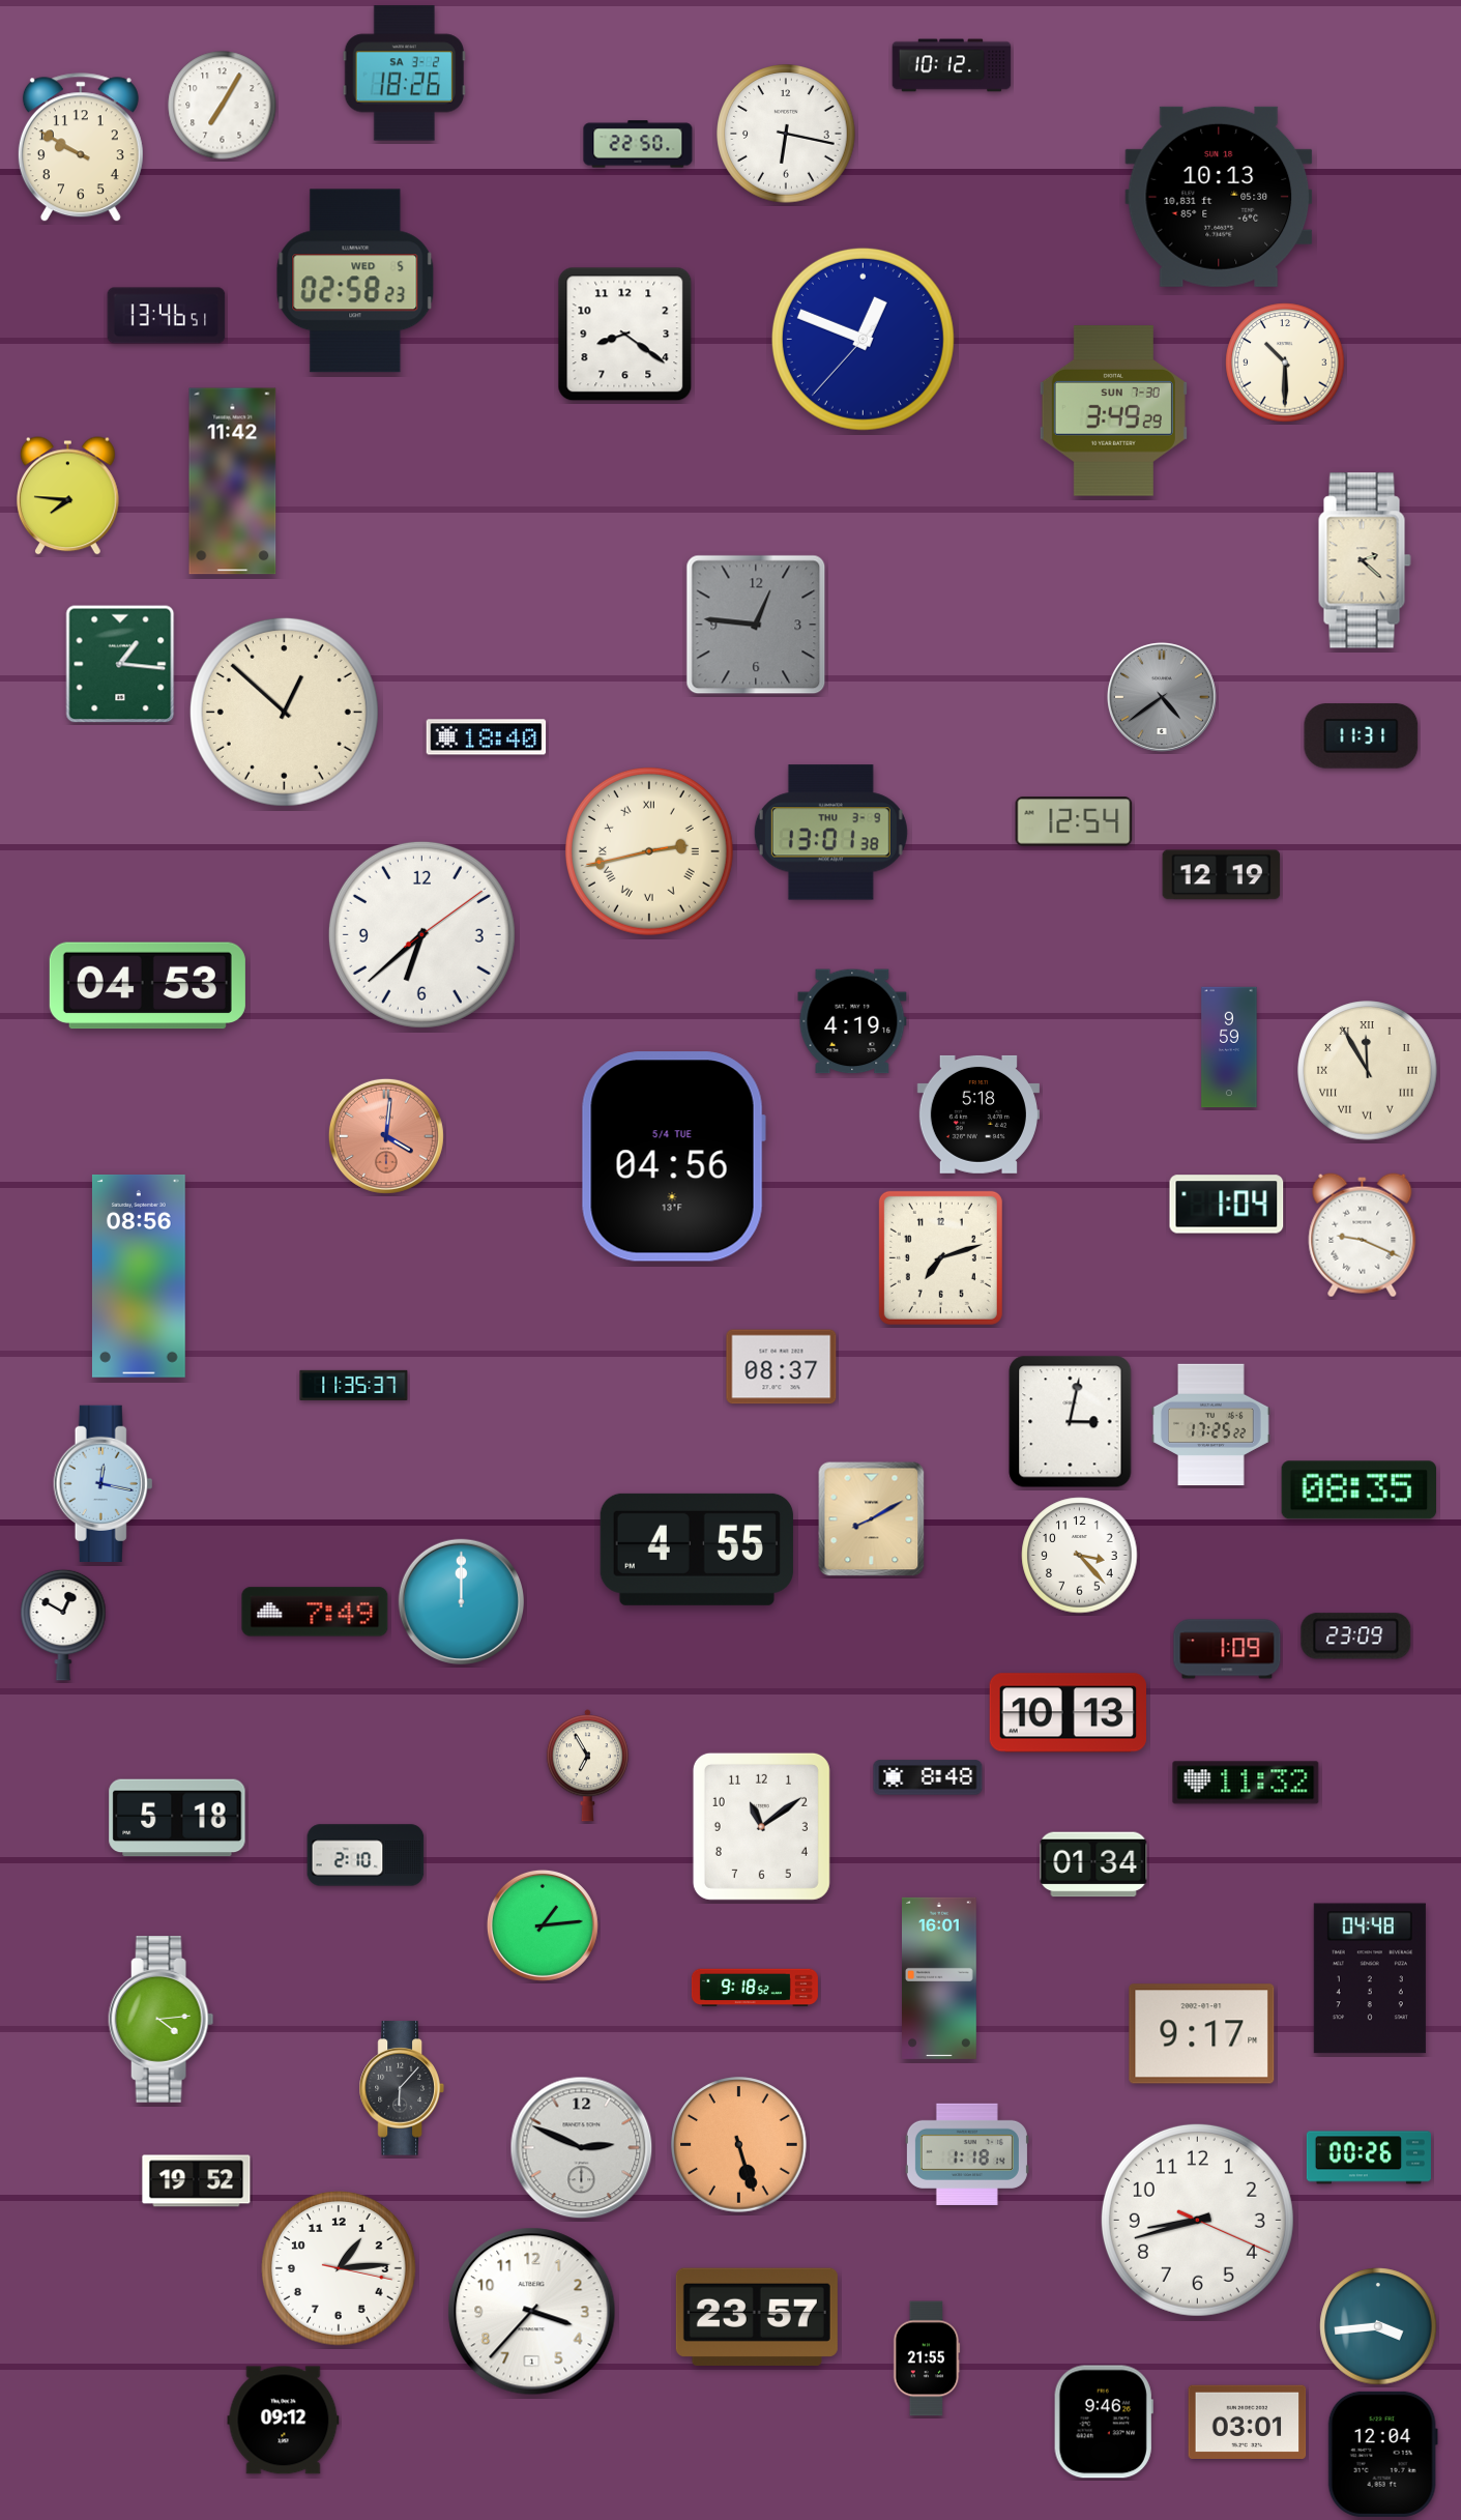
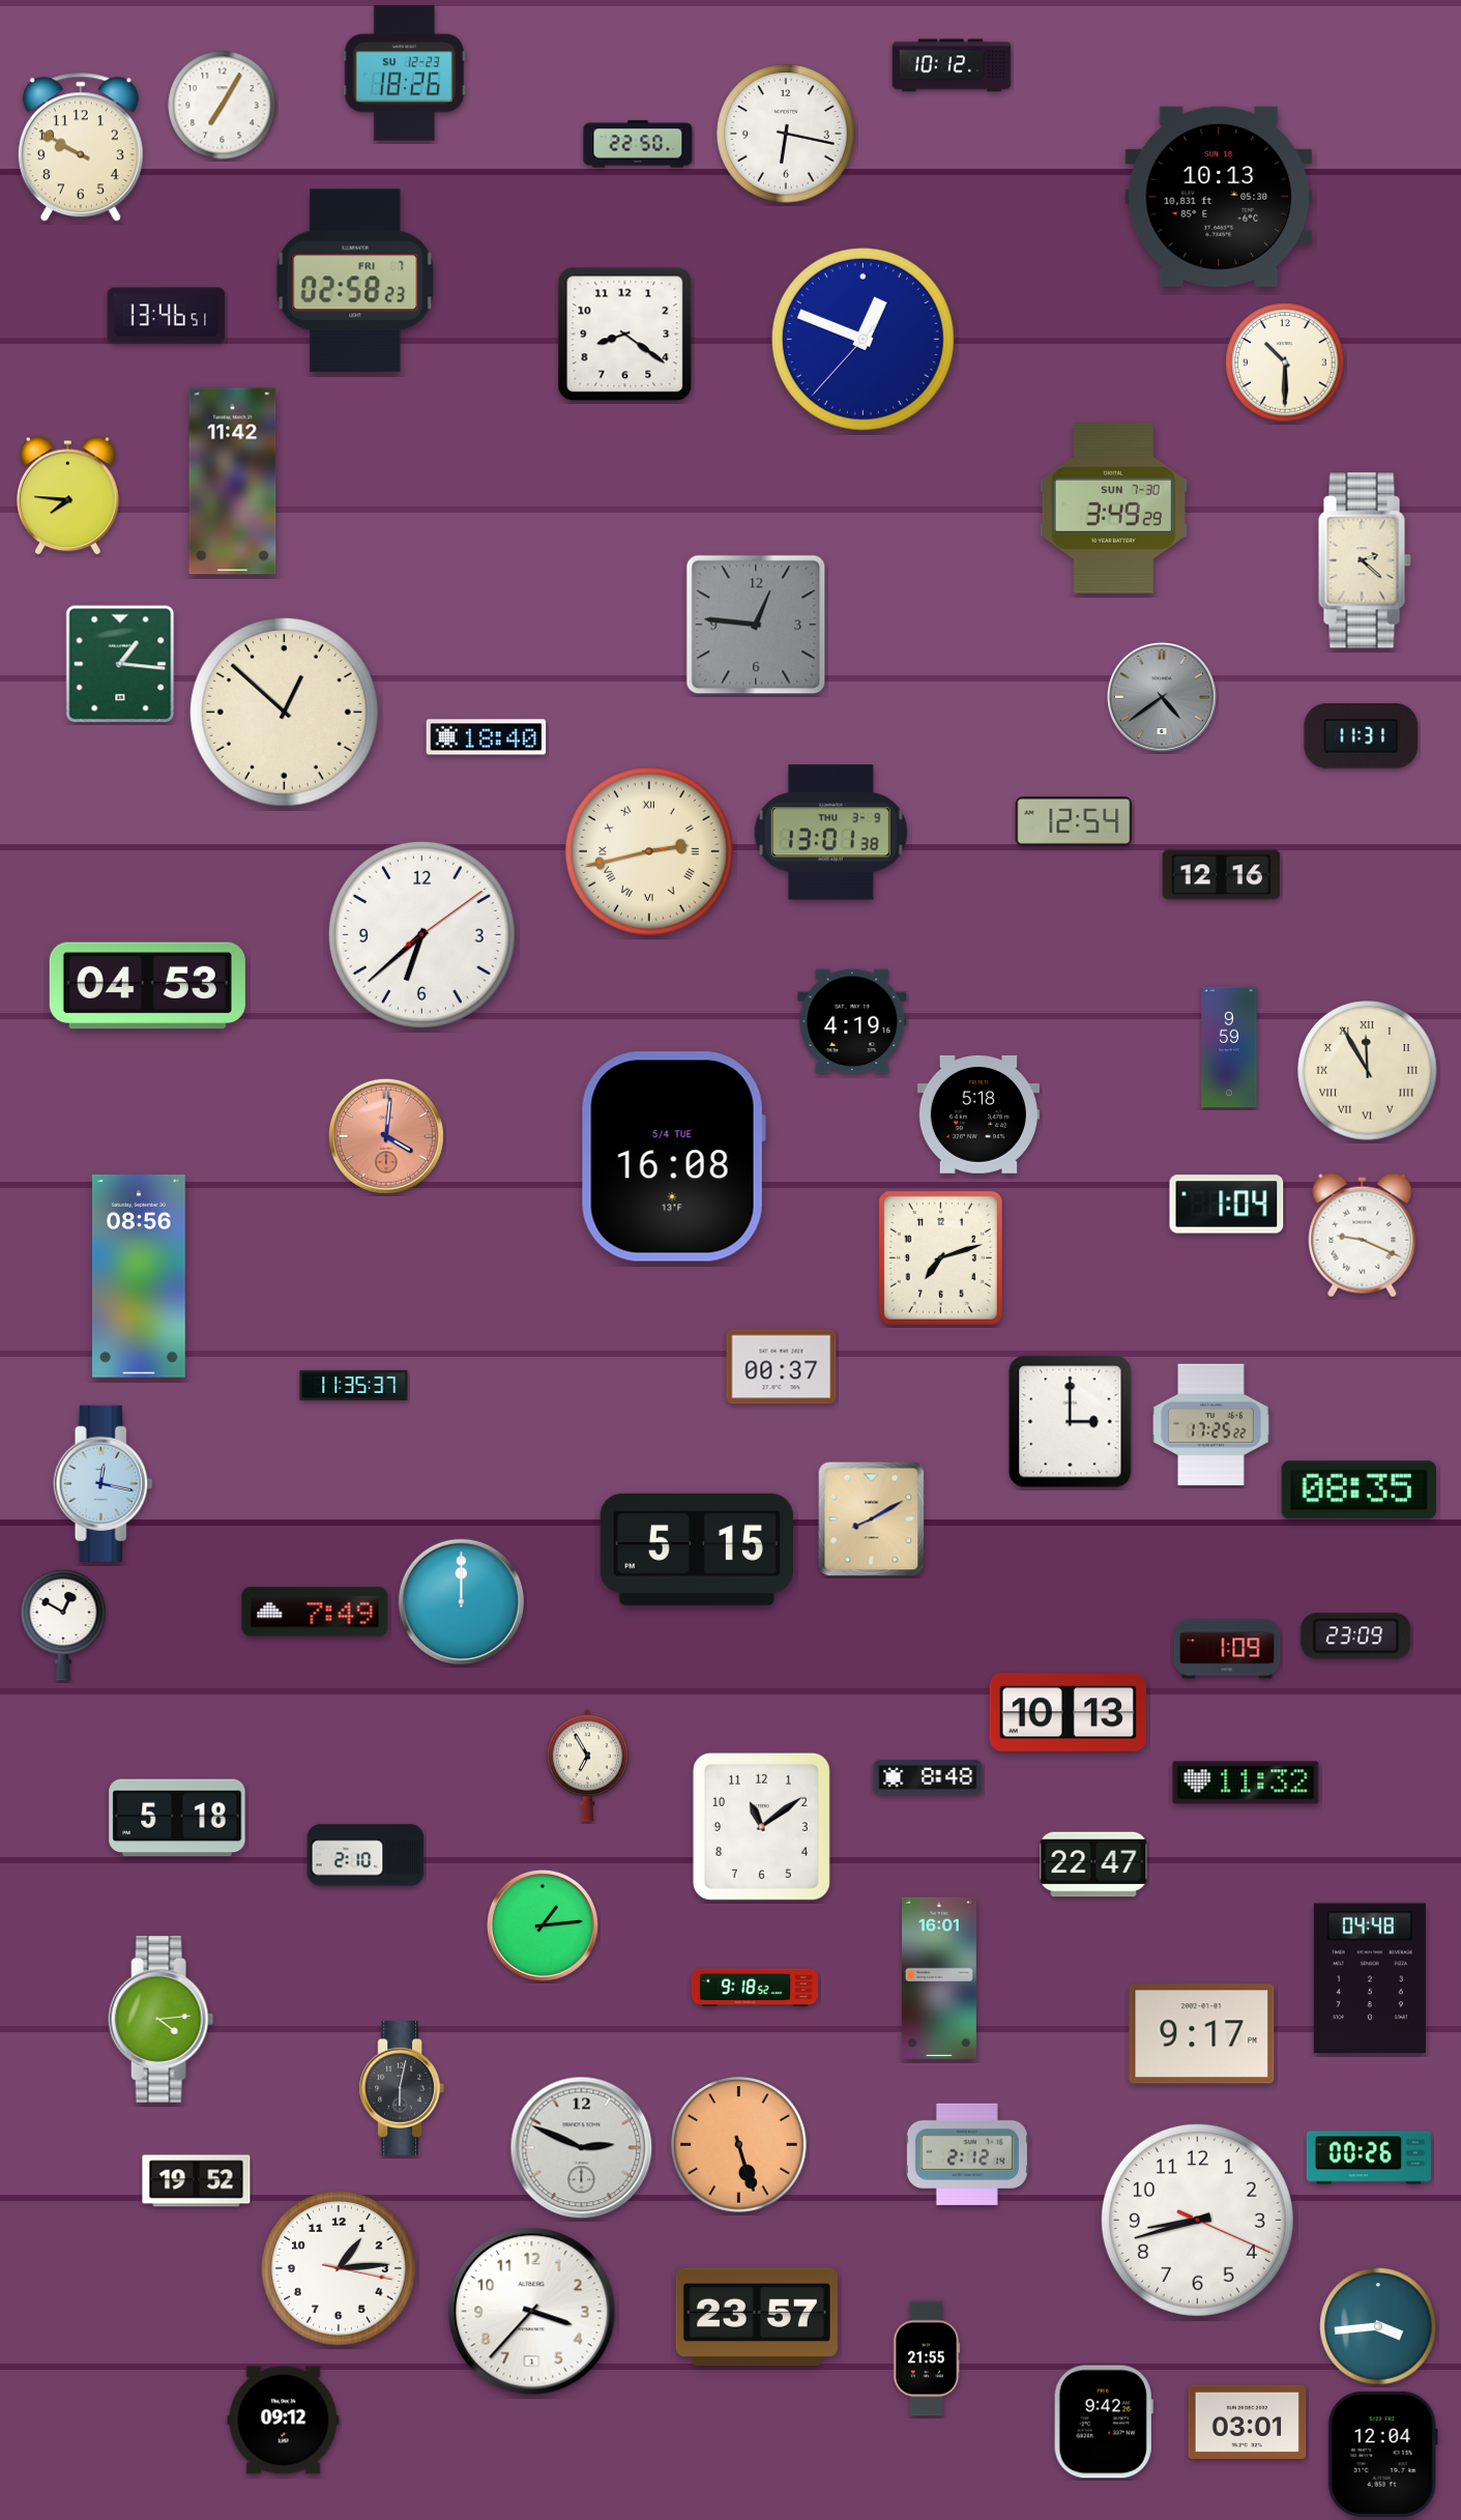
clock at (404, 74) date: SA 3-2 -> SU 12-23
clock at (355, 281) date: WED 5 -> FRI 7
clock at (1113, 411) position: (1113, 411) -> (1113, 509)
clock at (1222, 875): 12:19 -> 12:16
clock at (673, 1157): 04:56 -> 16:08
clock at (782, 1367): 08:37 -> 00:37
clock at (1071, 1422): 3:02 -> 3:00
clock at (697, 1549): 4:55 -> 5:15
clock at (1080, 1556): 3:23 -> none
clock at (1093, 1864): 01:34 -> 22:47
clock at (402, 2088): 6:07 -> 6:02
clock at (967, 2154): 1:18 -> 2:12
clock at (1104, 2422): 9:46 -> 9:42
